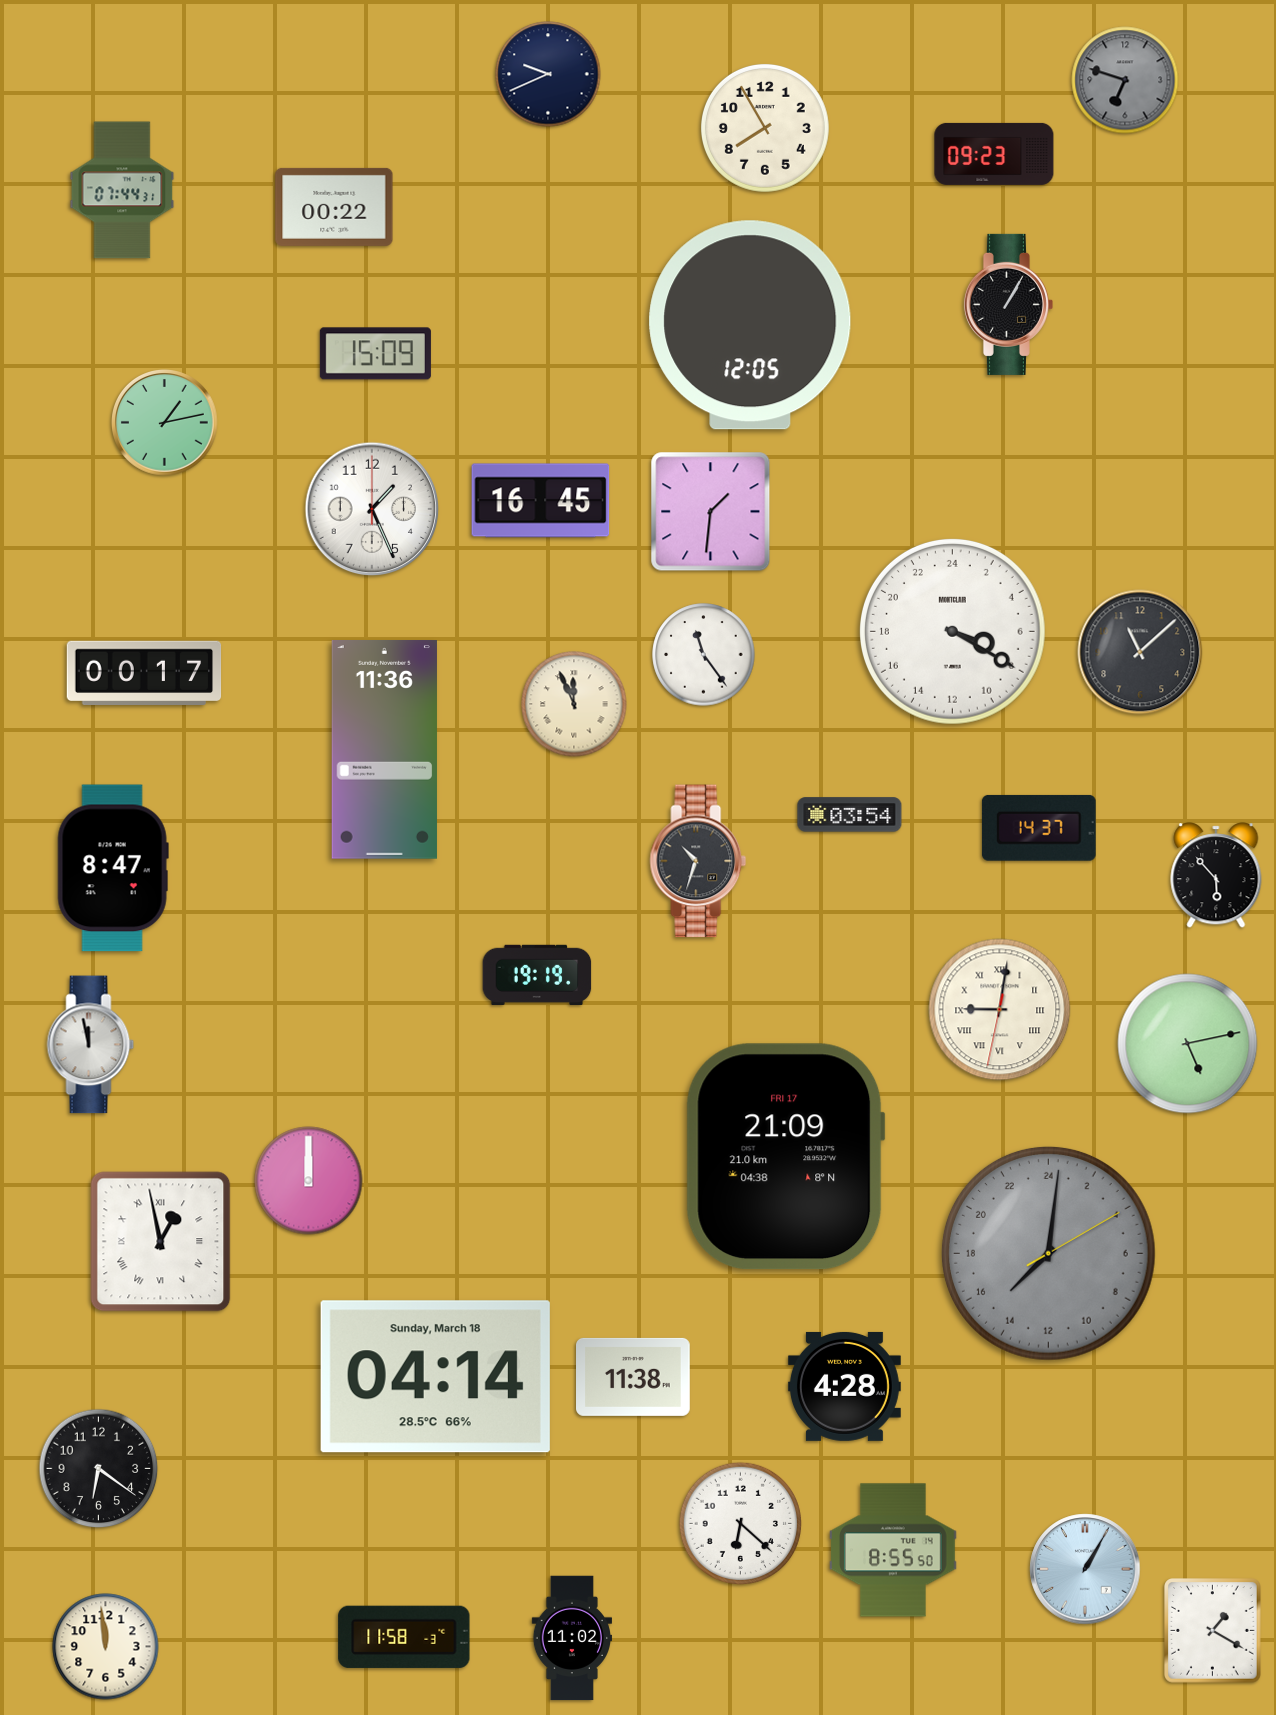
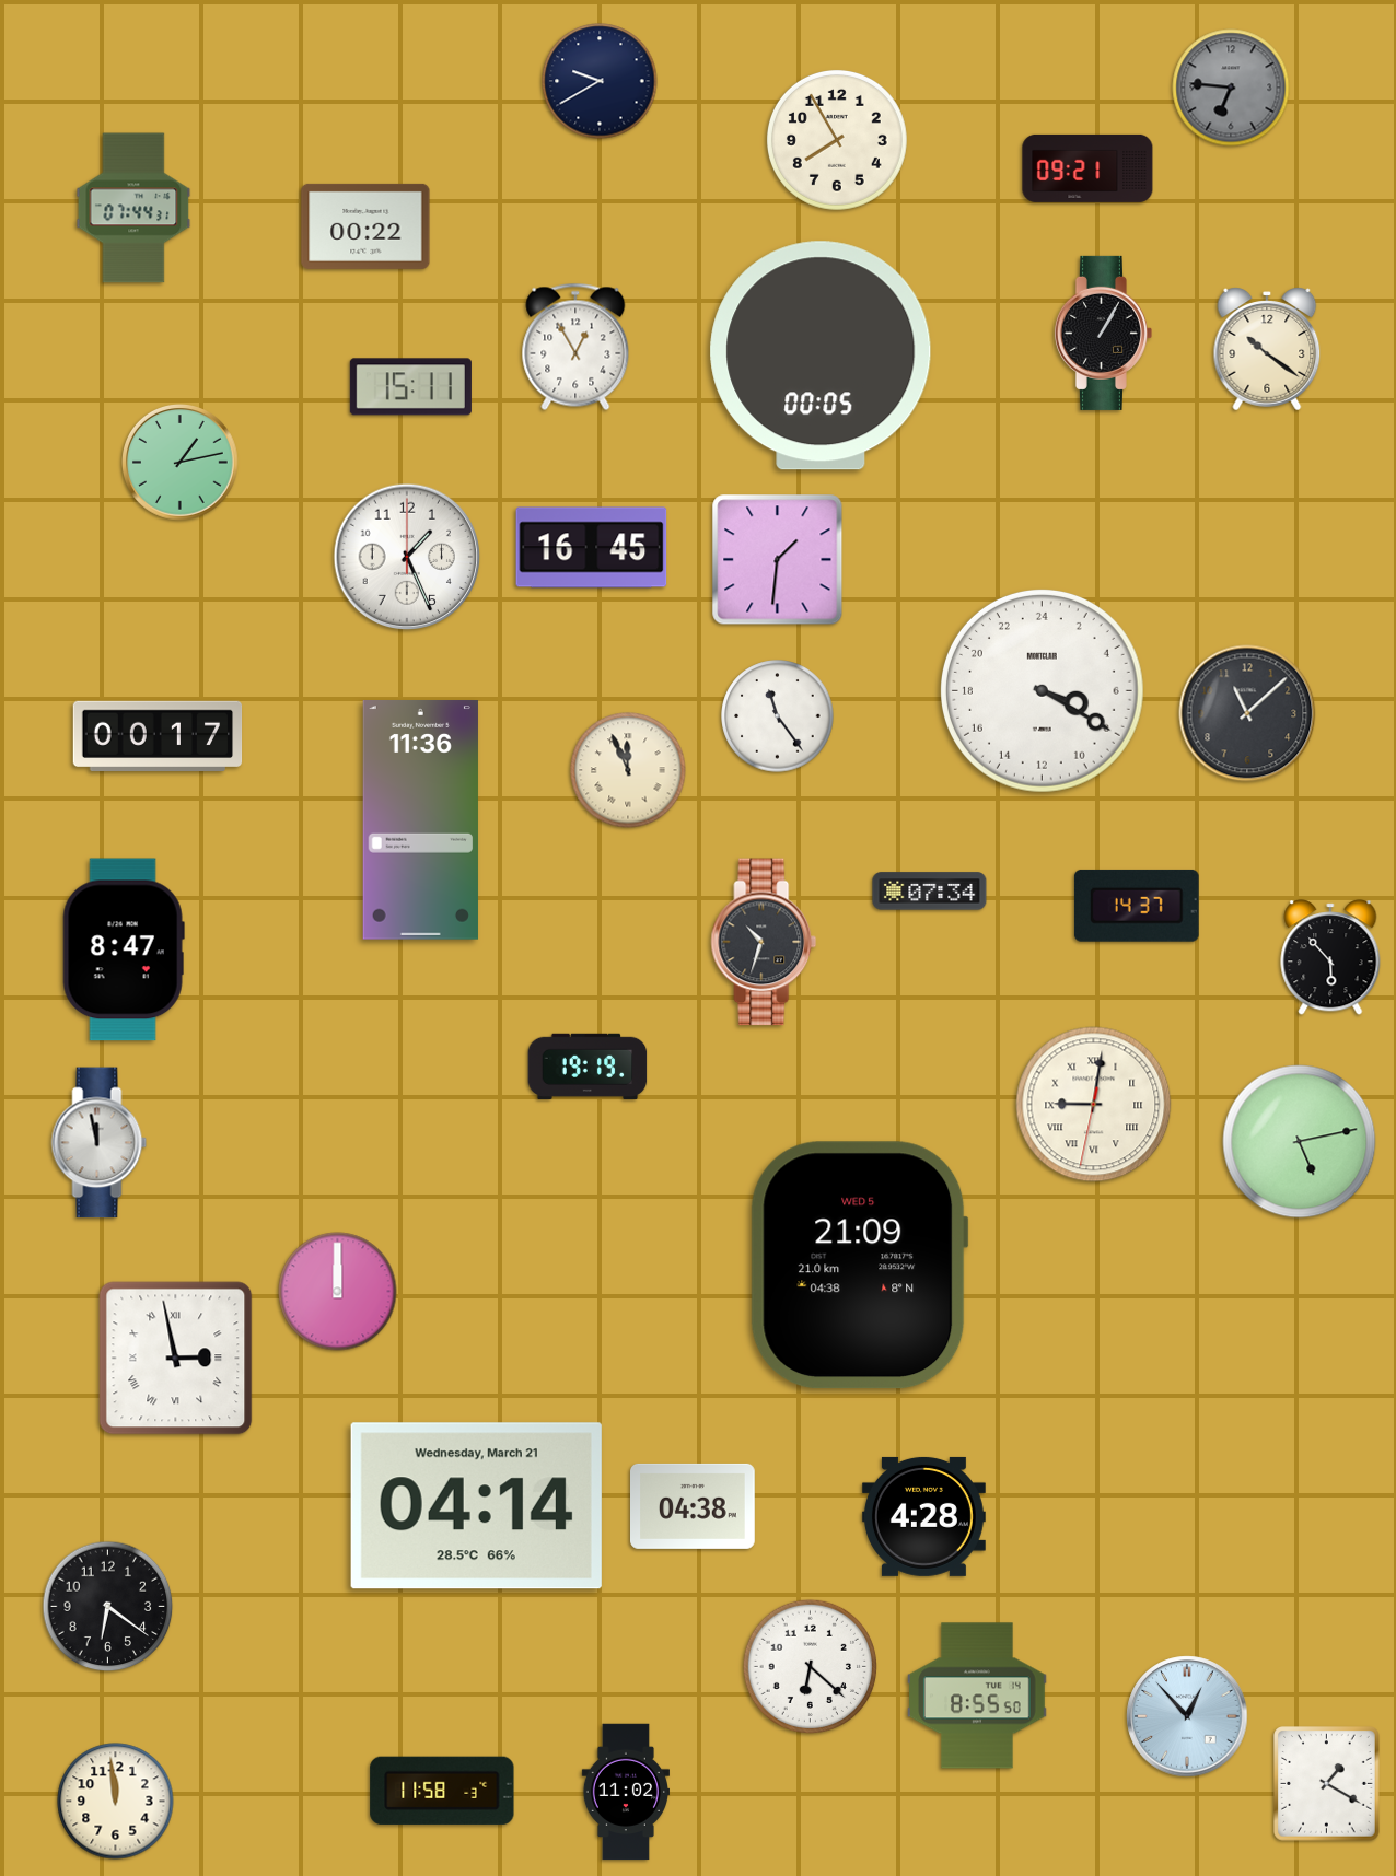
clock at (548, 74): 9:41 -> 9:40
clock at (1125, 80): 6:48 -> 6:46
clock at (994, 154): 09:23 -> 09:21
clock at (575, 347): none -> 12:55
clock at (1267, 349): none -> 10:21
clock at (750, 325): 12:05 -> 00:05
clock at (375, 354): 15:09 -> 15:11
clock at (704, 655) position: (704, 655) -> (778, 716)
clock at (850, 815): 03:54 -> 07:34
clock at (785, 1157) date: FRI 17 -> WED 5
clock at (161, 1242): 12:58 -> 2:58
clock at (1048, 1253): 15:01 -> none
clock at (435, 1377) date: Sunday, March 18 -> Wednesday, March 21
clock at (633, 1377): 11:38 -> 04:38
clock at (1085, 1569): 1:05 -> 12:53
